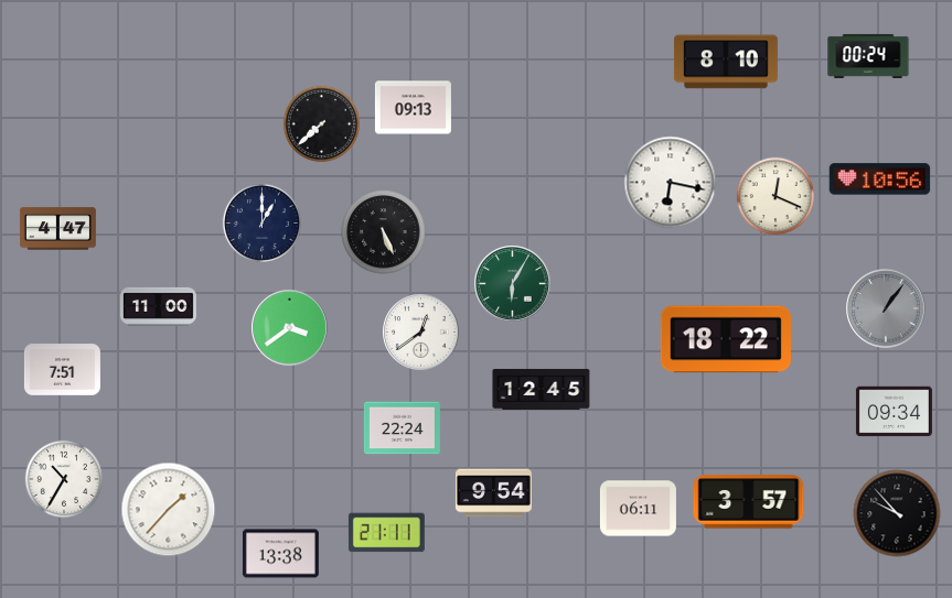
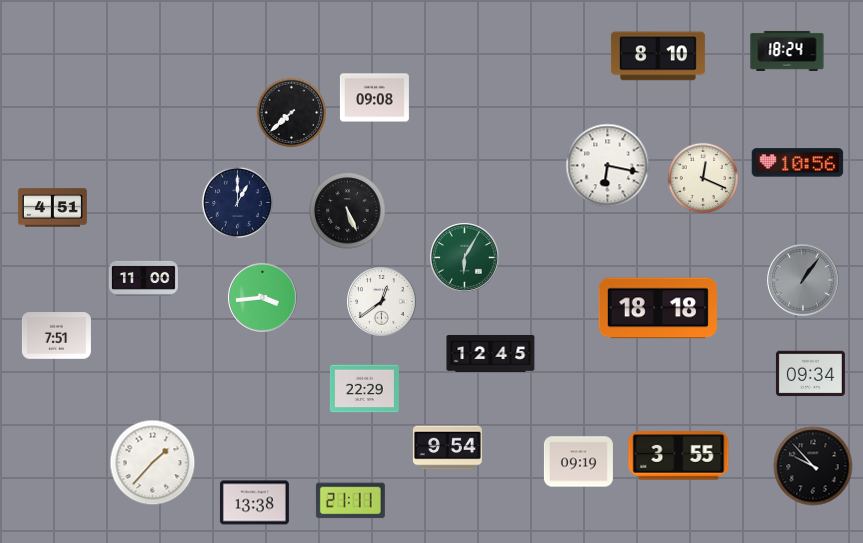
clock at (868, 56): 00:24 -> 18:24
clock at (413, 108): 09:13 -> 09:08
clock at (57, 229): 4:47 -> 4:51
clock at (290, 328): 3:39 -> 3:44
clock at (726, 339): 18:22 -> 18:18
clock at (402, 428): 22:24 -> 22:29
clock at (63, 478): 10:35 -> none
clock at (749, 502): 3:57 -> 3:55
clock at (638, 509): 06:11 -> 09:19
clock at (386, 533) position: (386, 533) -> (350, 501)
